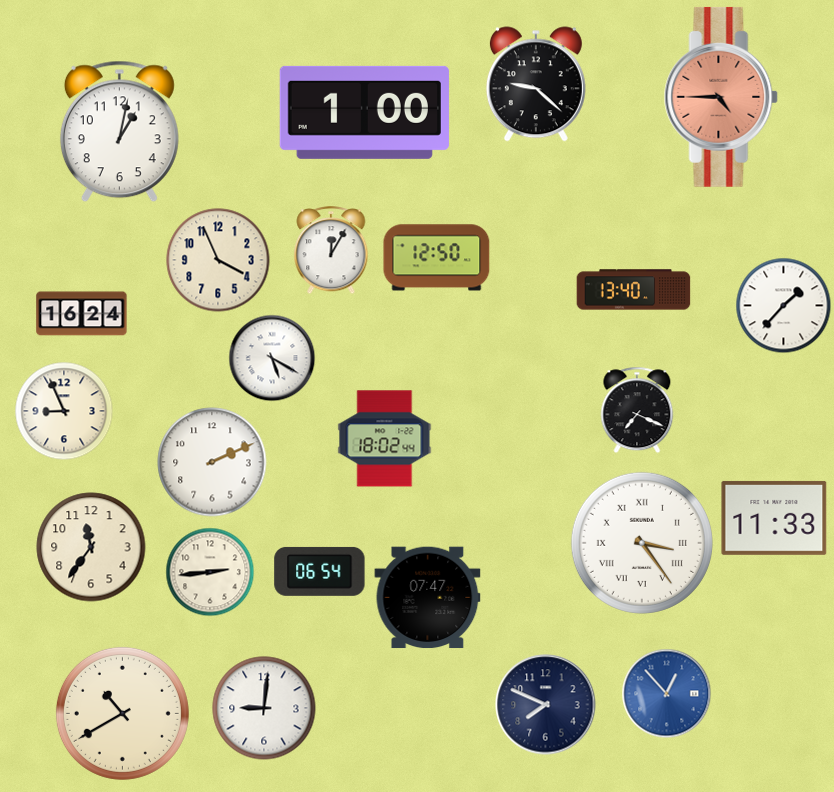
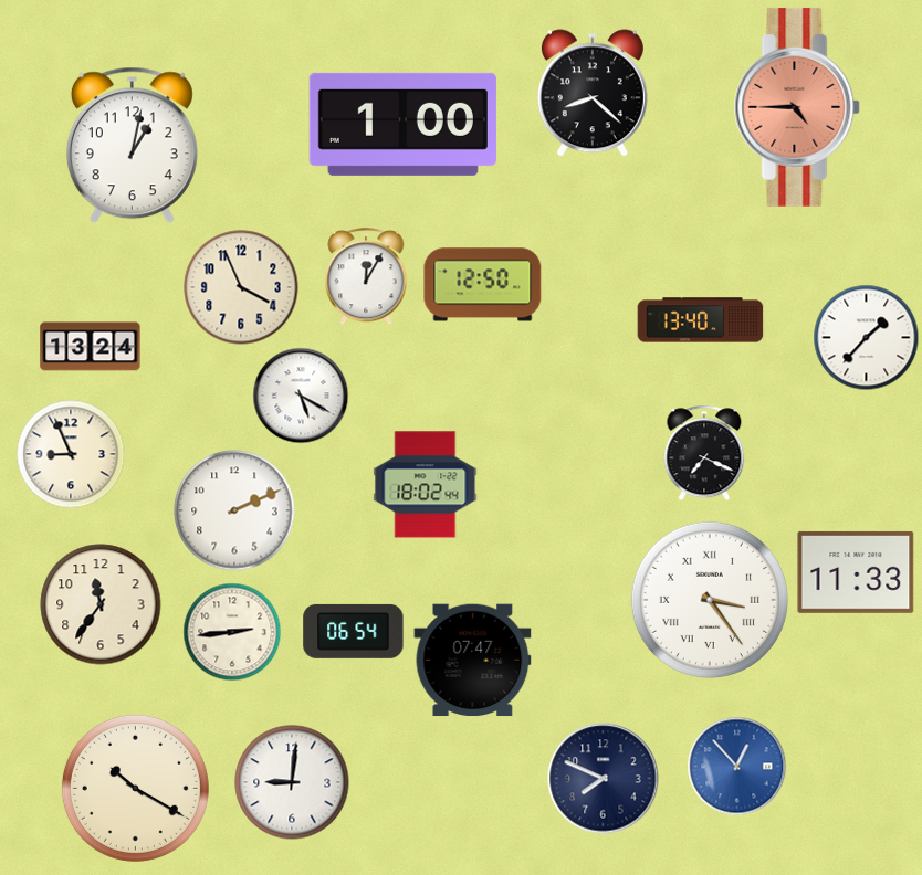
clock at (536, 84): 9:22 -> 8:22
clock at (82, 314): 16:24 -> 13:24
clock at (122, 713): 10:40 -> 10:20
